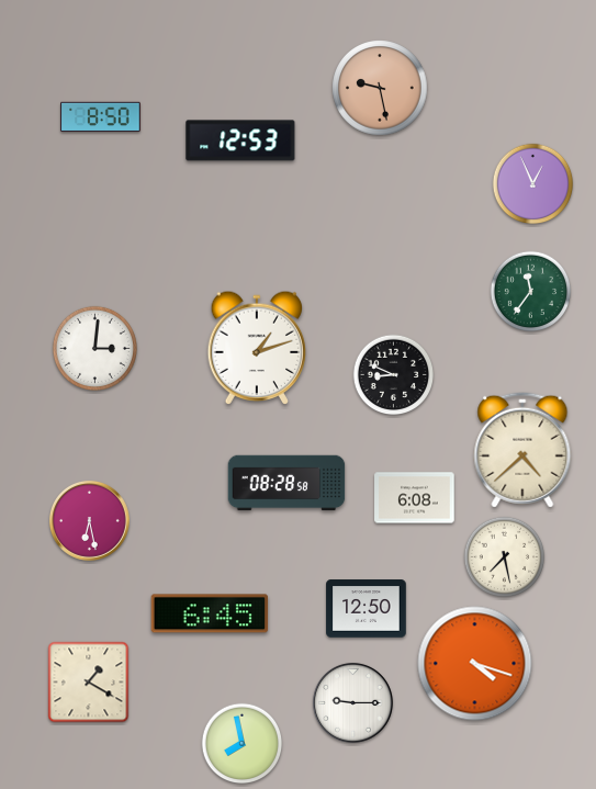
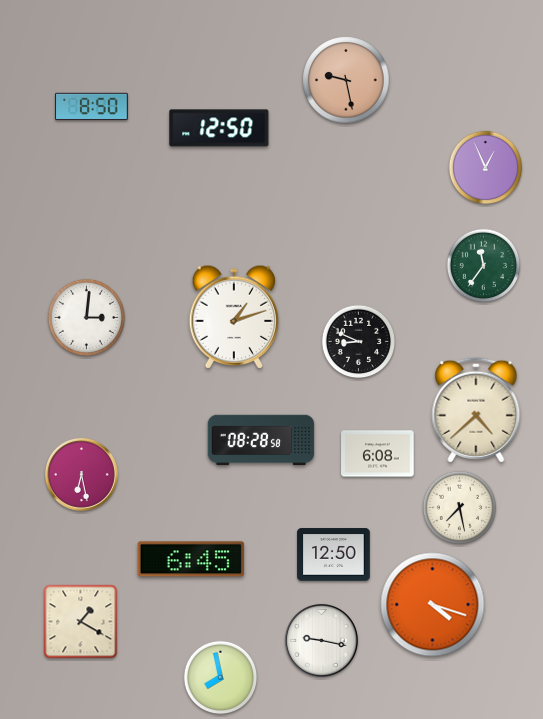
clock at (240, 140): 12:53 -> 12:50
clock at (352, 702): 9:15 -> 9:17
